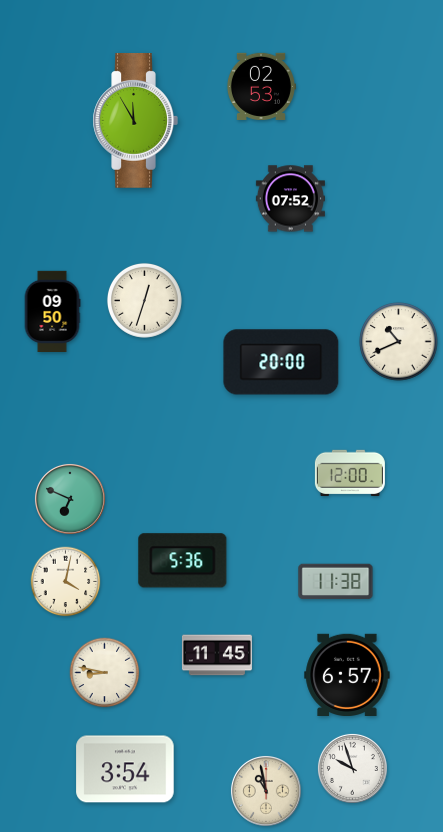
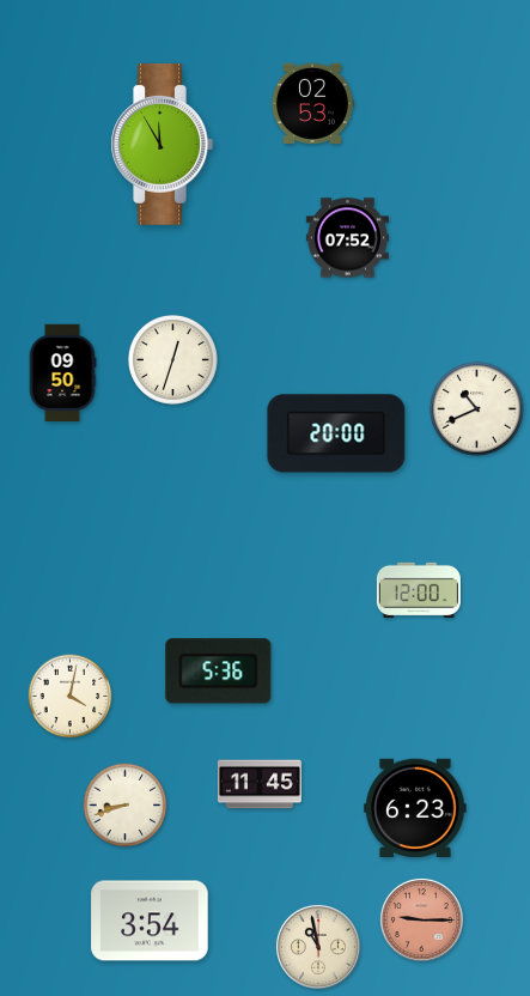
clock at (350, 472) position: (350, 472) -> (419, 589)
clock at (70, 499): 6:49 -> none
clock at (66, 582) position: (66, 582) -> (71, 697)
clock at (336, 582): 11:38 -> none
clock at (105, 673): 8:47 -> 8:42
clock at (347, 674): 6:57 -> 6:23
clock at (352, 768): 9:57 -> 9:15
clock at (352, 768) dial: white -> salmon
